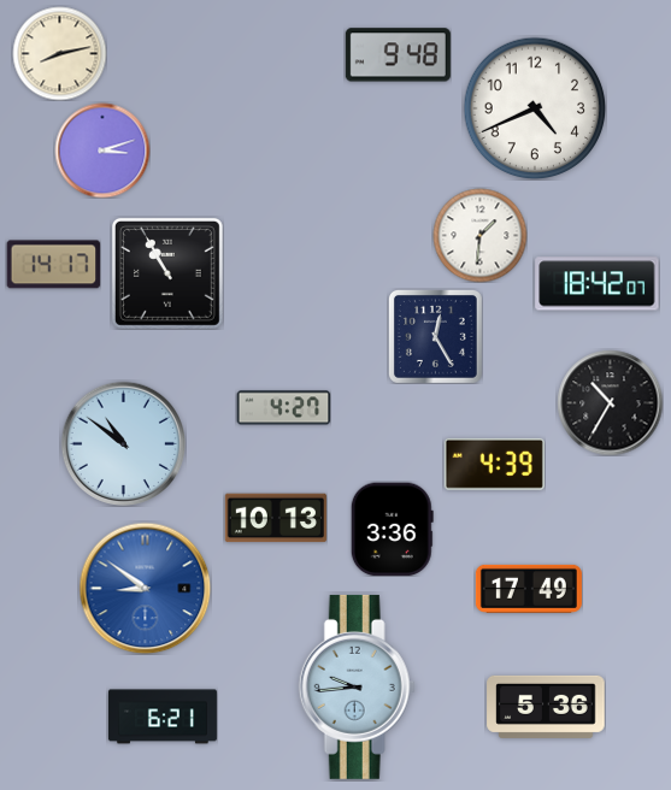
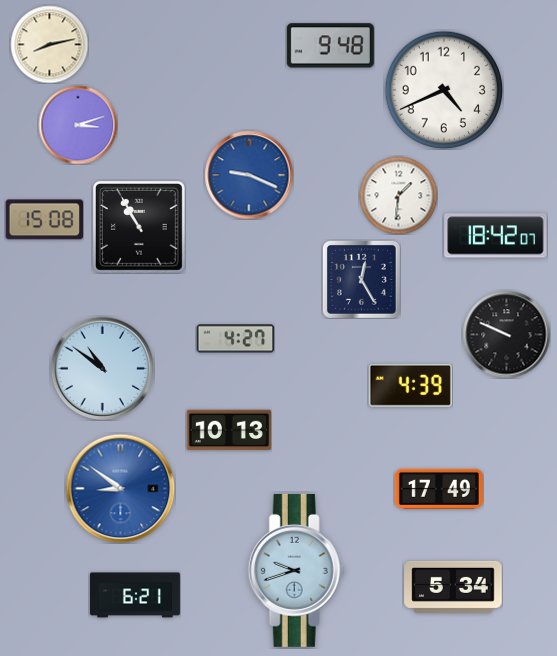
clock at (102, 151) position: (102, 151) -> (78, 125)
clock at (249, 175): none -> 9:19
clock at (53, 265): 14:17 -> 15:08
clock at (610, 402): 10:35 -> 9:49
clock at (392, 529): 3:36 -> none
clock at (357, 686): 9:44 -> 9:42
clock at (546, 707): 5:36 -> 5:34
